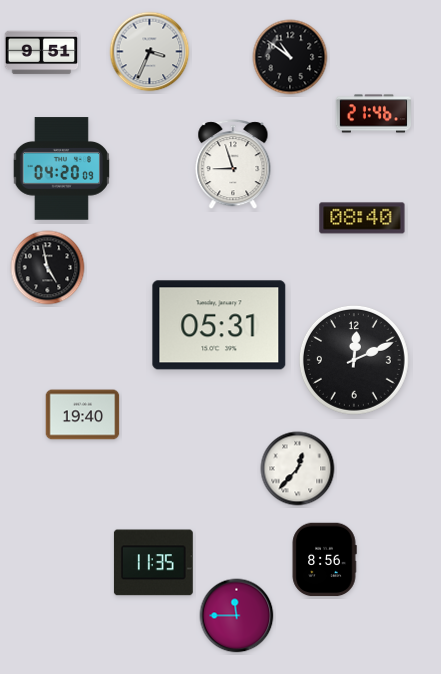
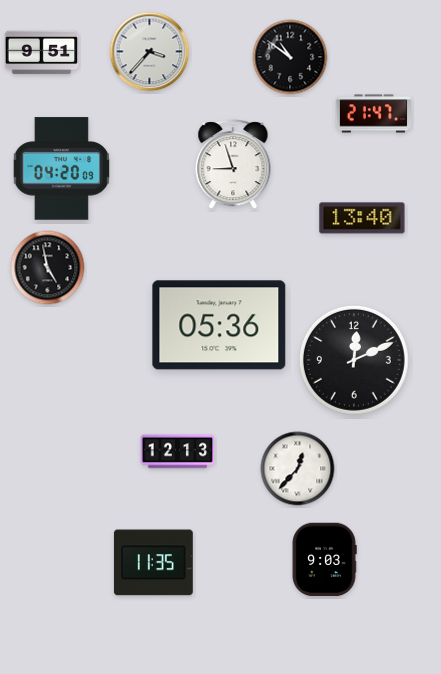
clock at (150, 52): 3:34 -> 3:37
clock at (373, 114): 21:46 -> 21:47
clock at (362, 218): 08:40 -> 13:40
clock at (219, 325): 05:31 -> 05:36
clock at (83, 415): 19:40 -> none
clock at (178, 452): none -> 12:13
clock at (324, 560): 8:56 -> 9:03
clock at (237, 616): 11:45 -> none
